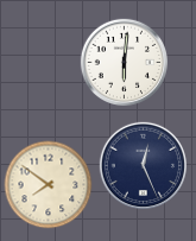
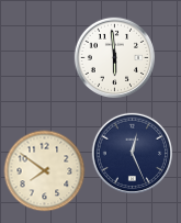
clock at (124, 62): 6:01 -> 5:59
